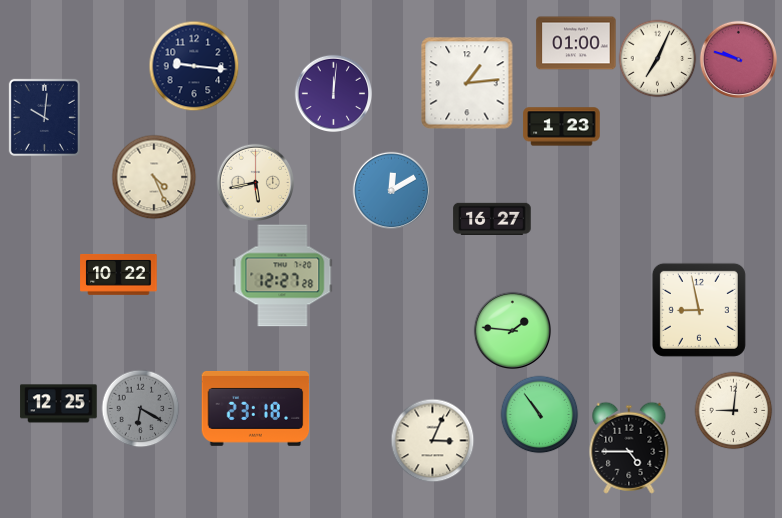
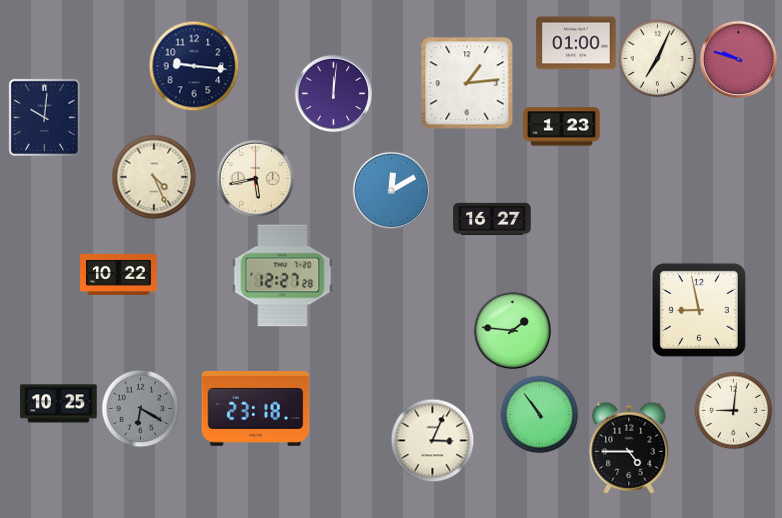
clock at (255, 182) position: (255, 182) -> (255, 178)
clock at (59, 404): 12:25 -> 10:25
